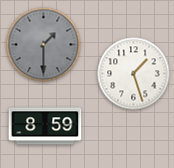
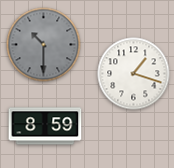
clock at (44, 45): 1:30 -> 10:30
clock at (134, 74): 1:27 -> 1:18
